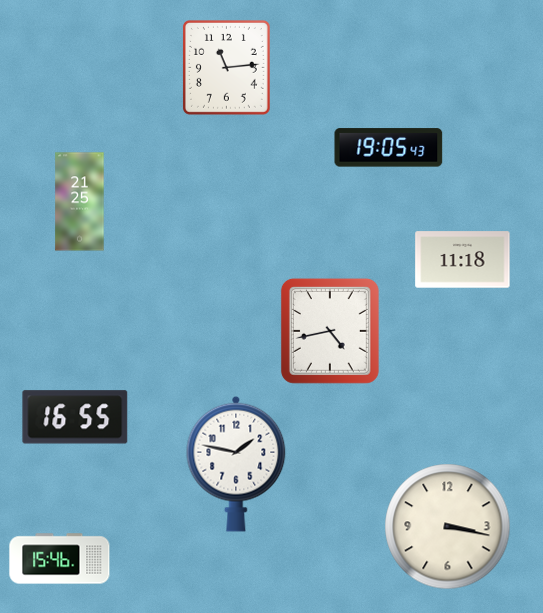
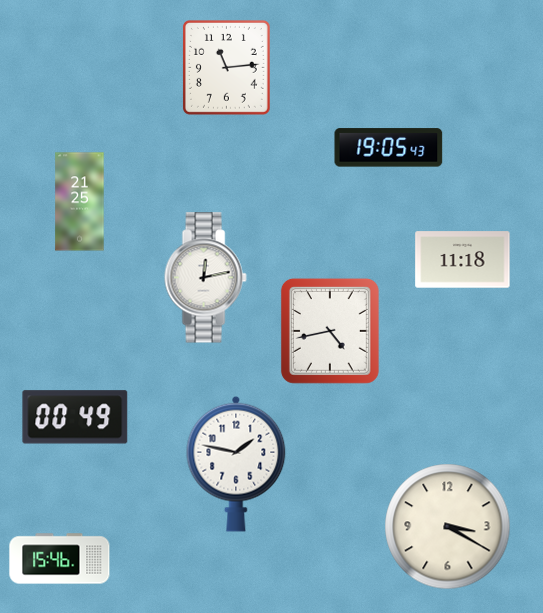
clock at (205, 278): none -> 12:13
clock at (75, 417): 16:55 -> 00:49
clock at (448, 527): 3:17 -> 3:20
